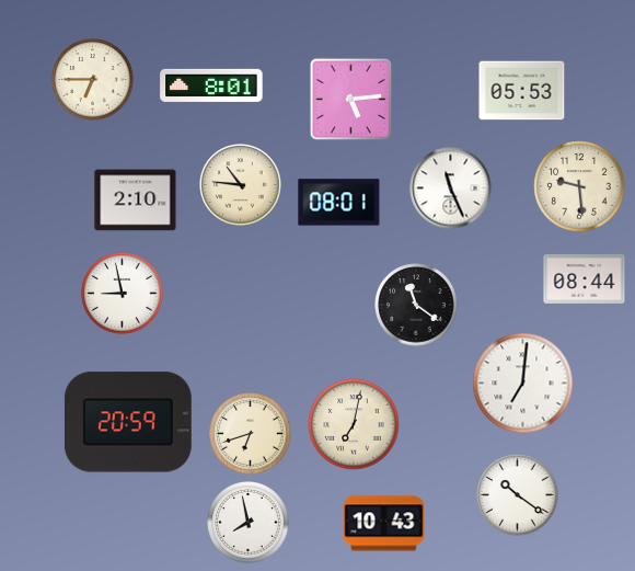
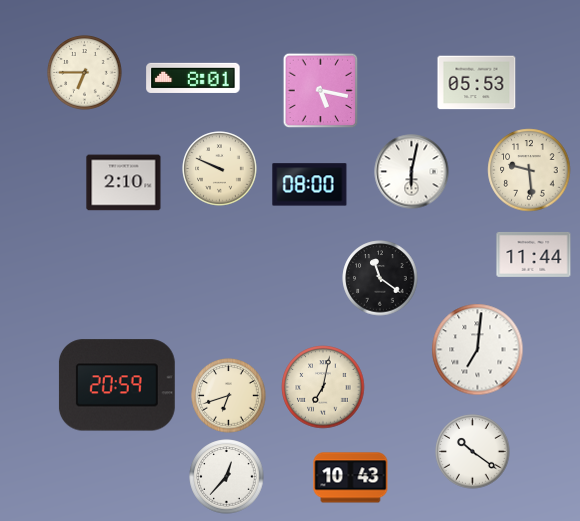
clock at (351, 100): 5:14 -> 5:17
clock at (241, 185): 10:46 -> 9:49
clock at (451, 189): 11:26 -> 6:02
clock at (339, 203): 08:01 -> 08:00
clock at (585, 278): 08:44 -> 11:44
clock at (123, 294): 8:58 -> none
clock at (249, 523): 7:58 -> 12:37
